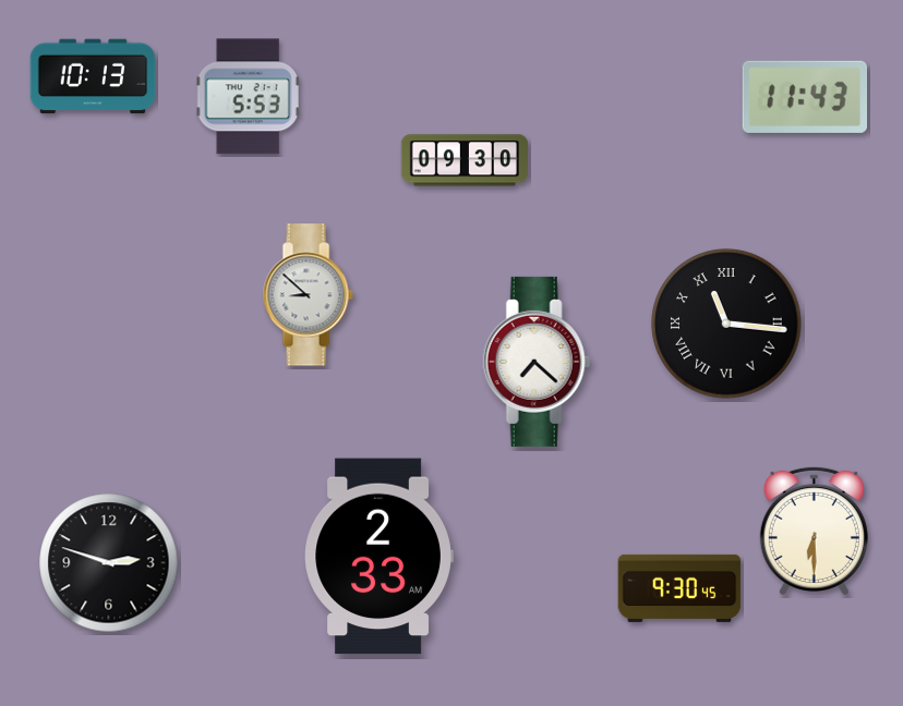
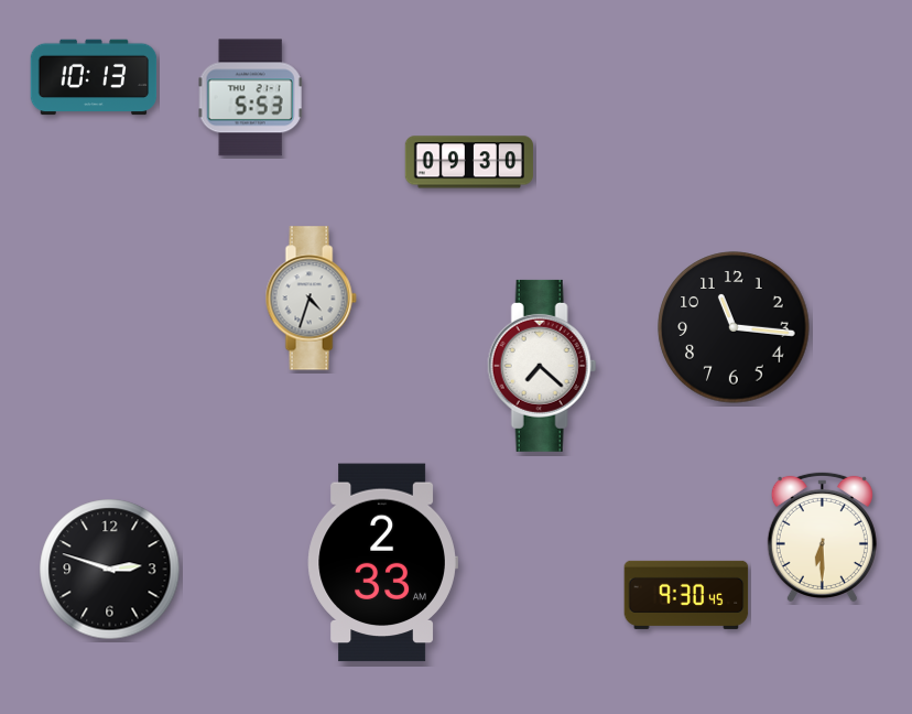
clock at (804, 97): 11:43 -> none
clock at (308, 295): 8:52 -> 4:33
clock at (726, 324) numerals: Roman -> Arabic
